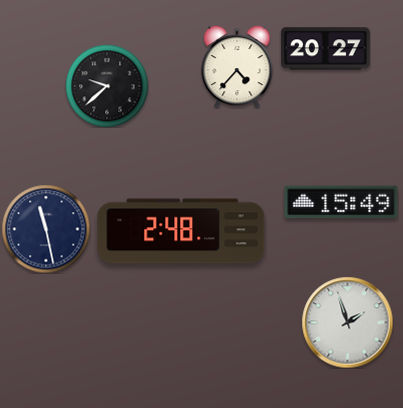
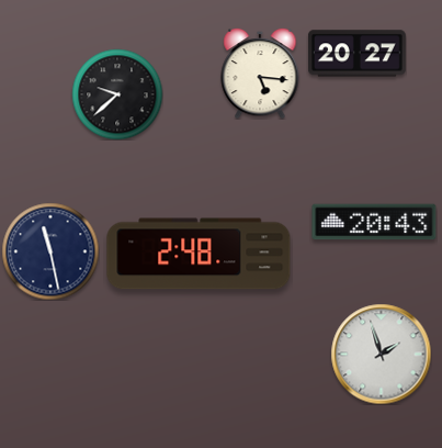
clock at (237, 67): 4:37 -> 5:16
clock at (341, 202): 15:49 -> 20:43
